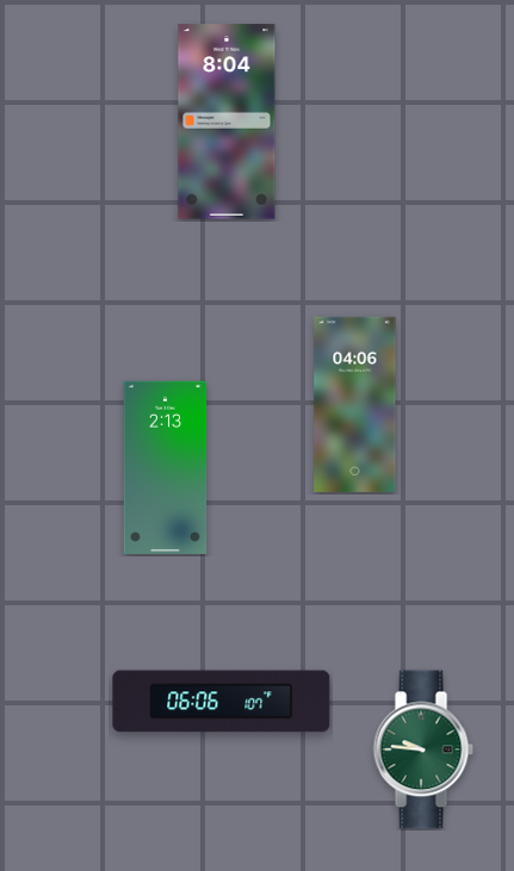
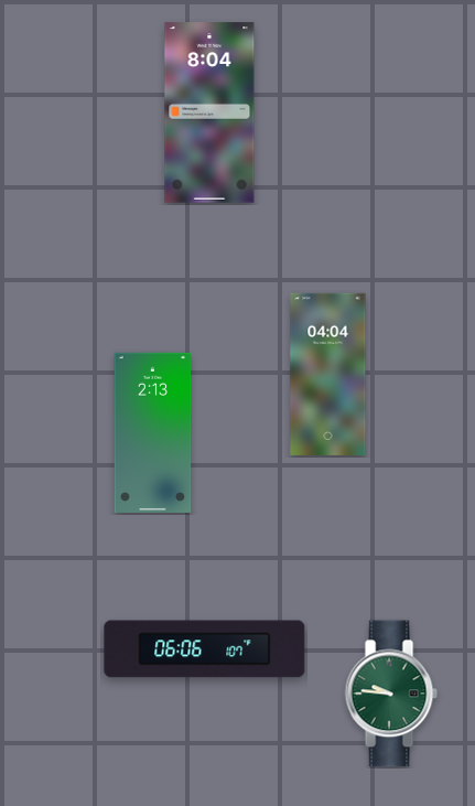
clock at (355, 404): 04:06 -> 04:04
